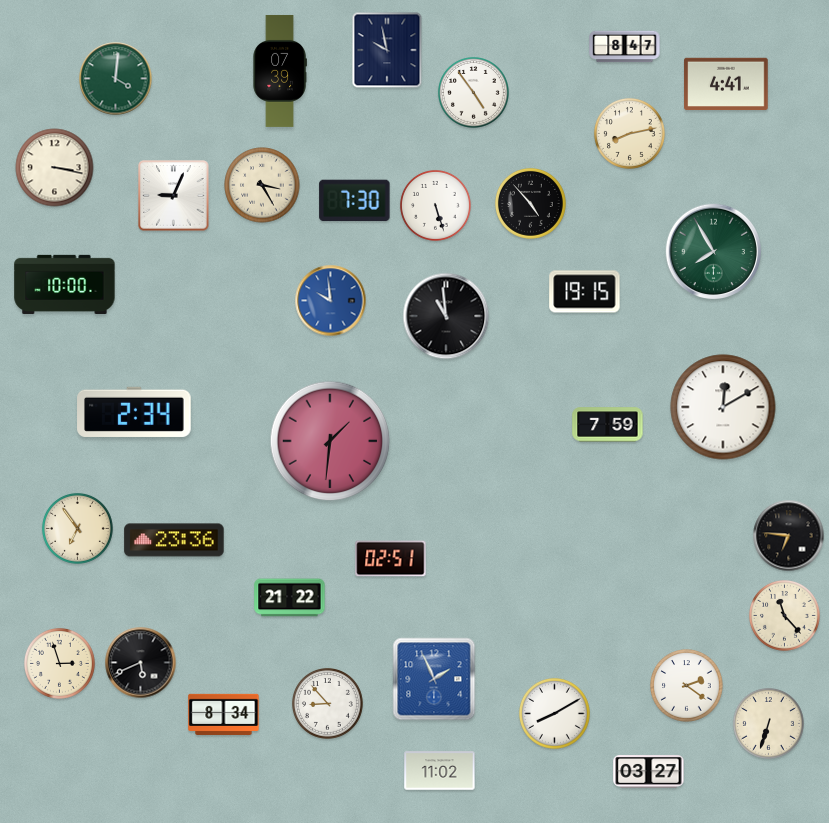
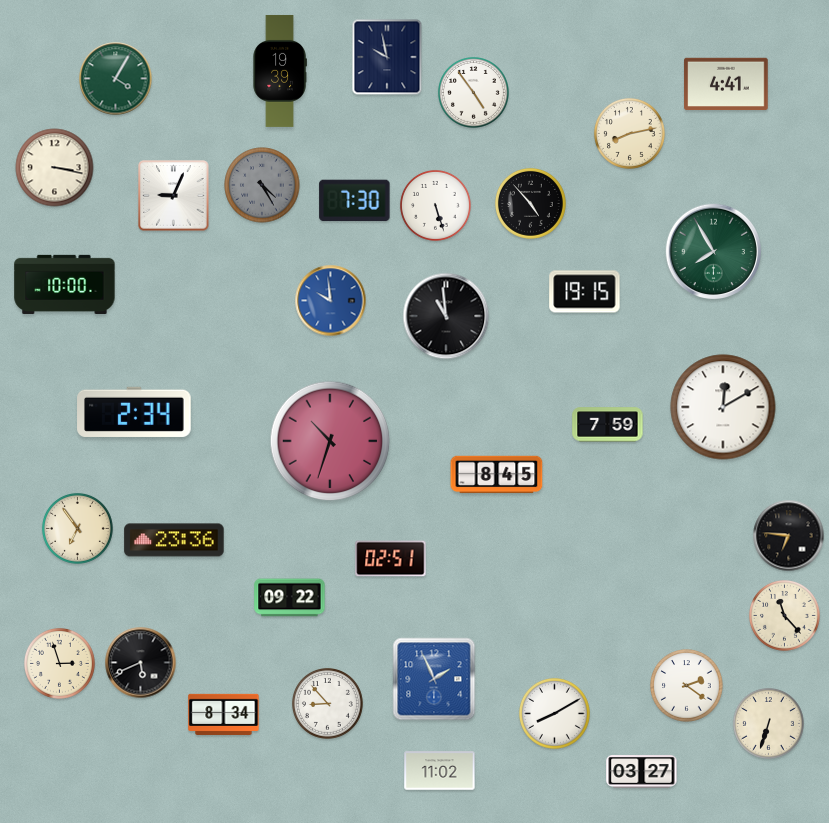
clock at (625, 47): 8:47 -> none
clock at (387, 50) position: (387, 50) -> (387, 57)
clock at (280, 71): 07:39 -> 19:39
clock at (116, 79): 4:01 -> 4:05
clock at (262, 185): 3:25 -> 4:25
clock at (262, 185) dial: cream -> grey
clock at (330, 441): 1:31 -> 10:33
clock at (497, 475): none -> 8:45
clock at (290, 598): 21:22 -> 09:22
clock at (649, 772) position: (649, 772) -> (642, 772)
